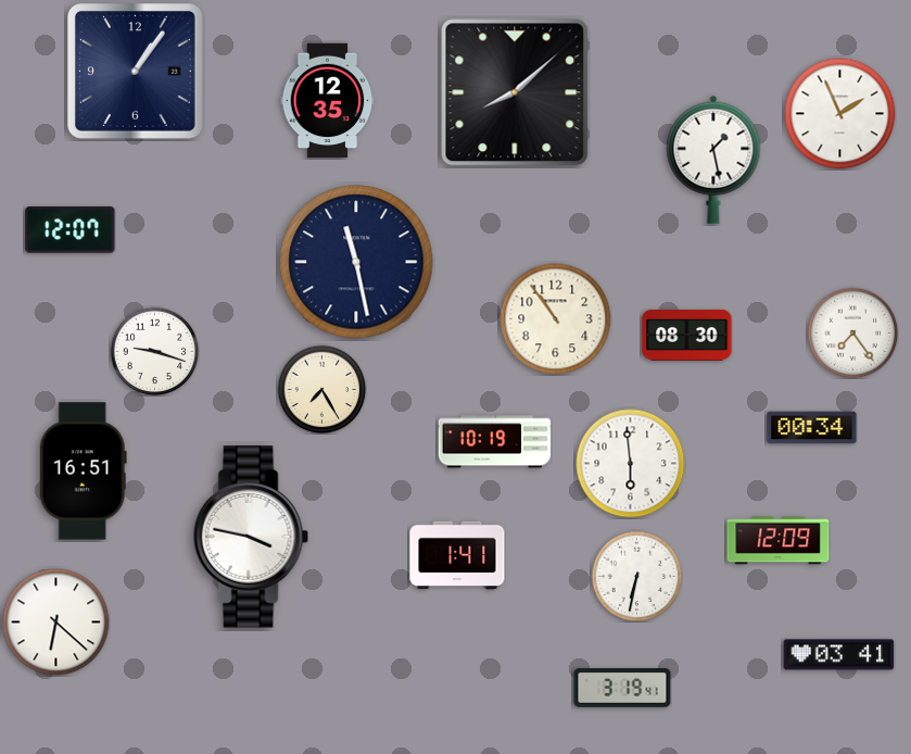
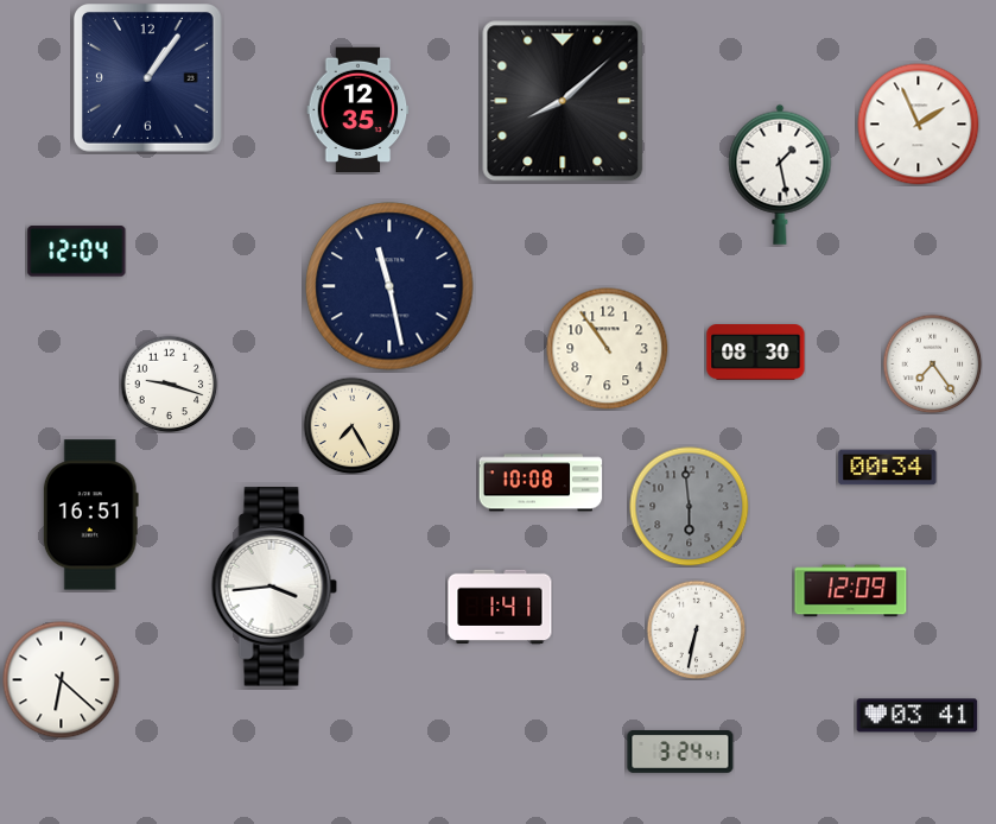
clock at (71, 230): 12:07 -> 12:04
clock at (687, 336) position: (687, 336) -> (756, 353)
clock at (495, 442): 10:19 -> 10:08
clock at (631, 464) dial: white -> grey
clock at (251, 537): 3:47 -> 3:44
clock at (622, 688): 3:19 -> 3:24
